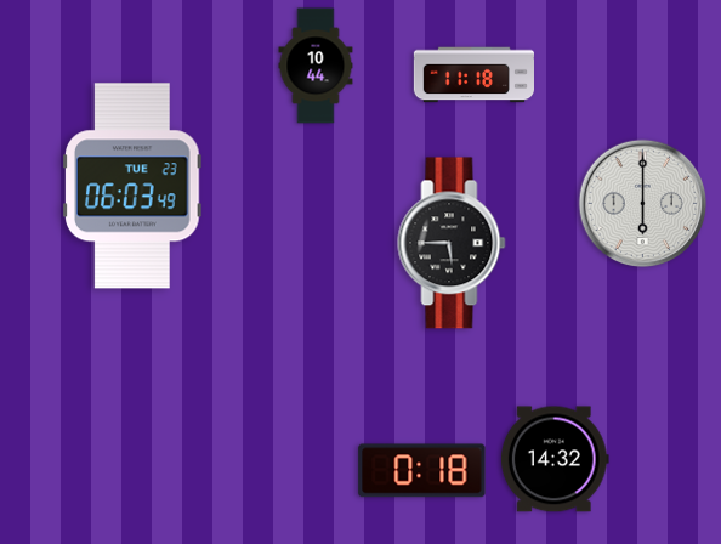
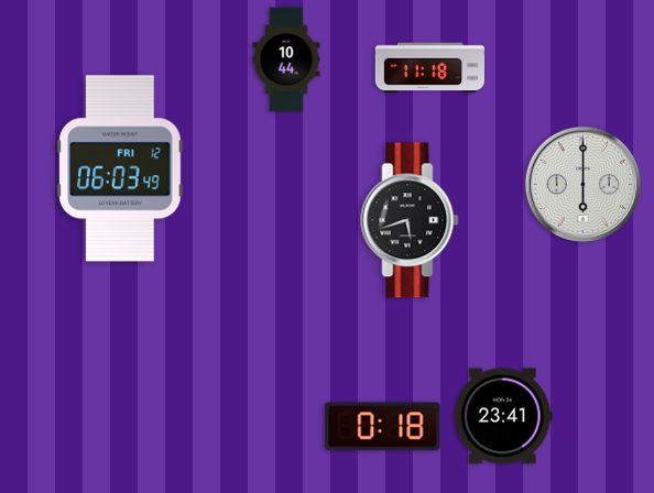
clock at (132, 186) date: TUE 23 -> FRI 12
clock at (452, 243): 5:45 -> 5:42
clock at (555, 459): 14:32 -> 23:41
